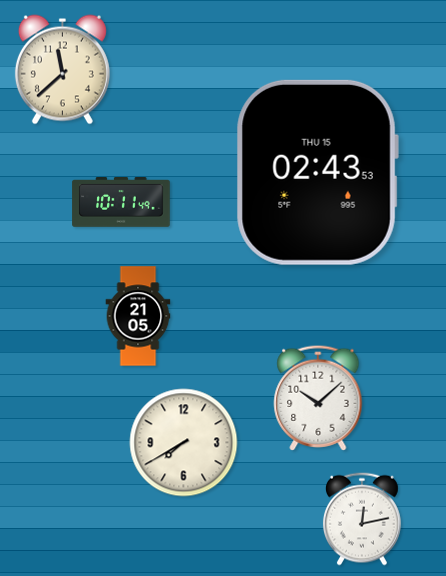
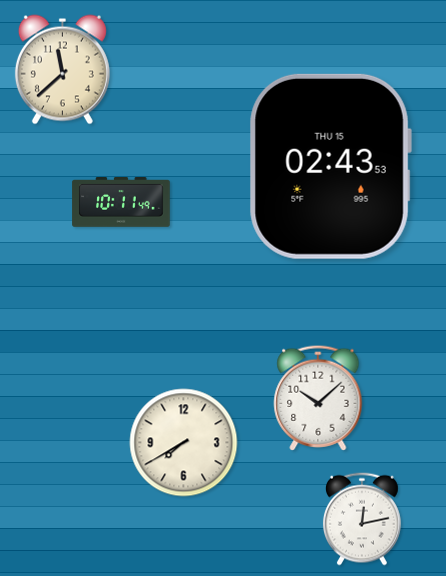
clock at (317, 172) position: (317, 172) -> (330, 166)
clock at (138, 316): 21:05 -> none
